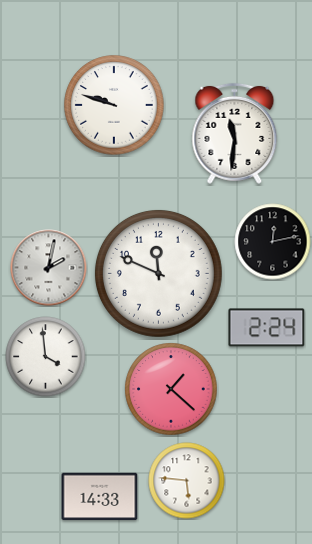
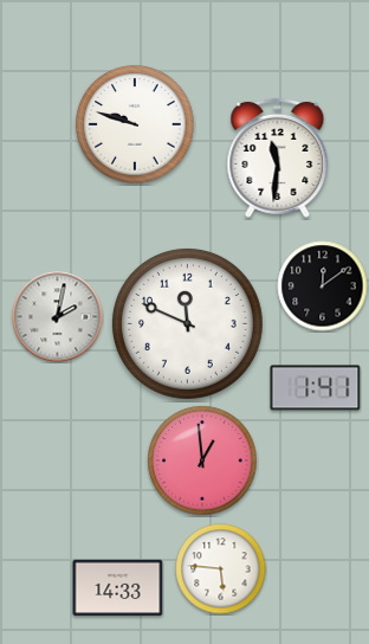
clock at (273, 242): 12:13 -> 12:09
clock at (267, 328): 2:24 -> 1:41
clock at (46, 357): 3:59 -> none
clock at (171, 389): 1:22 -> 12:59
